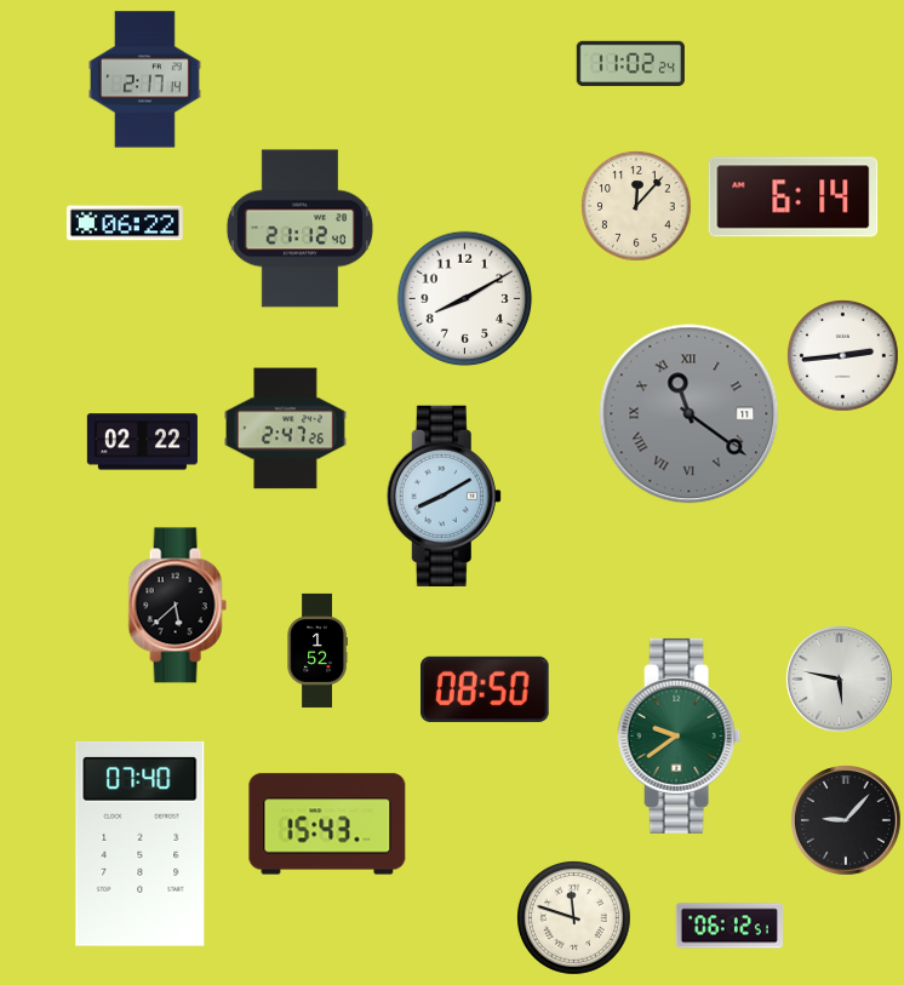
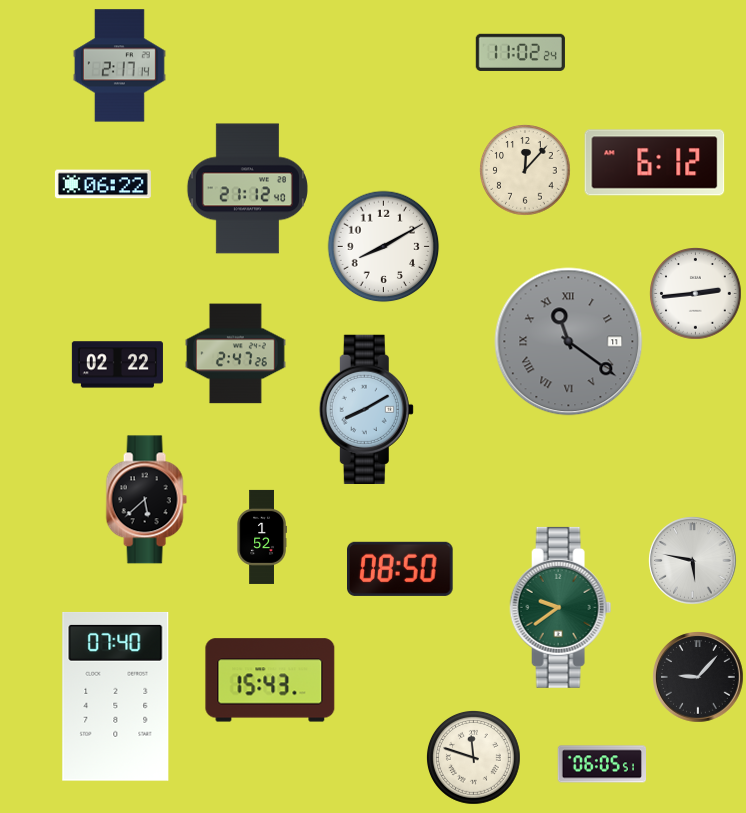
clock at (794, 197): 6:14 -> 6:12
clock at (728, 926): 06:12 -> 06:05
